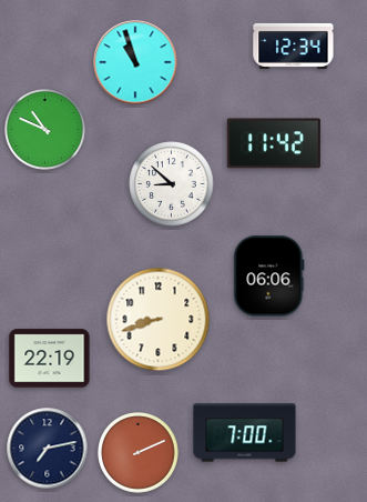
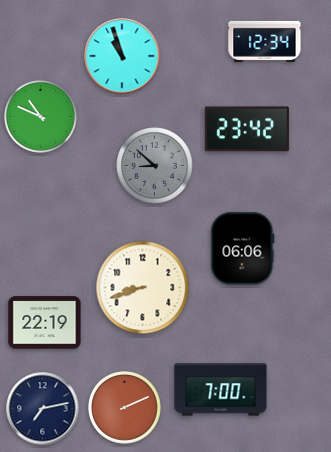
clock at (274, 143): 11:42 -> 23:42
clock at (172, 184) dial: white -> grey
clock at (48, 449) position: (48, 449) -> (43, 409)
